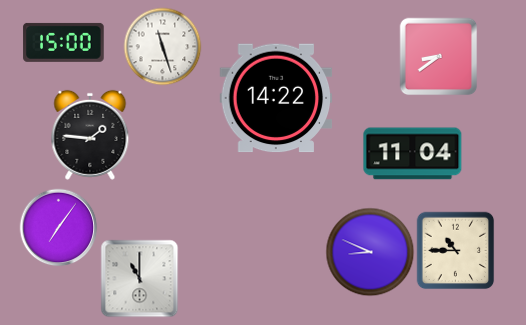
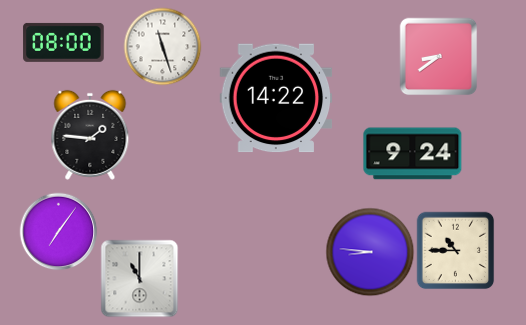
clock at (64, 42): 15:00 -> 08:00
clock at (413, 154): 11:04 -> 9:24
clock at (58, 227) position: (58, 227) -> (58, 231)
clock at (370, 252): 8:49 -> 8:46
